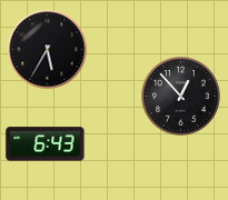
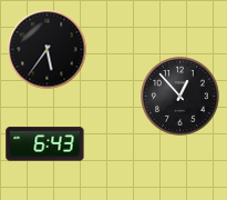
clock at (48, 50): 5:35 -> 5:36
